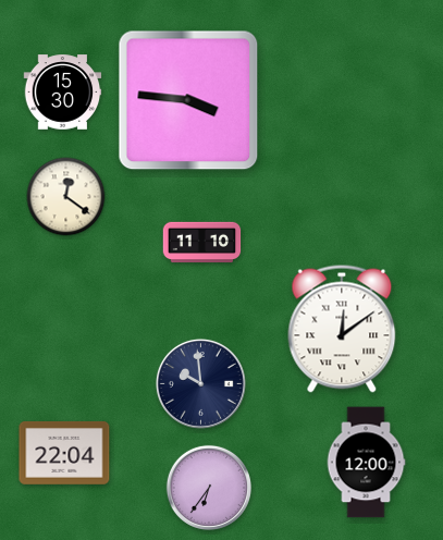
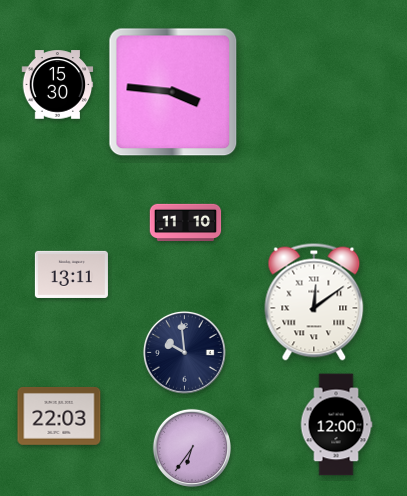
clock at (66, 197): 12:21 -> none
clock at (71, 274): none -> 13:11
clock at (64, 453): 22:04 -> 22:03
